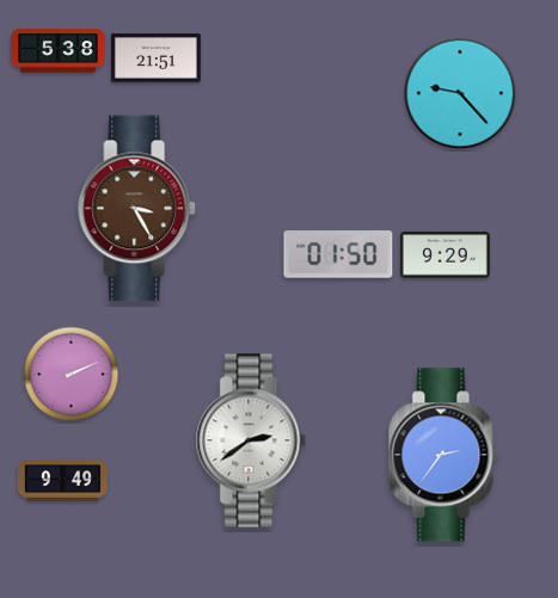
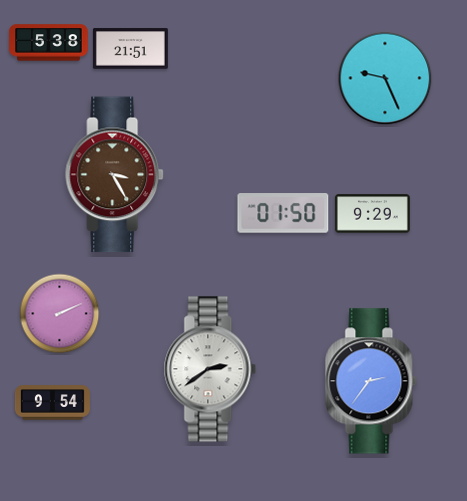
clock at (460, 93): 9:23 -> 9:26
clock at (62, 481): 9:49 -> 9:54
